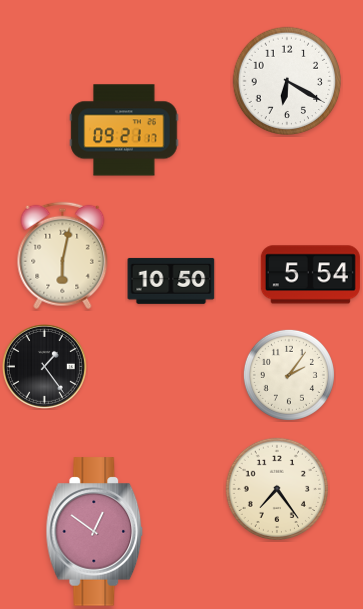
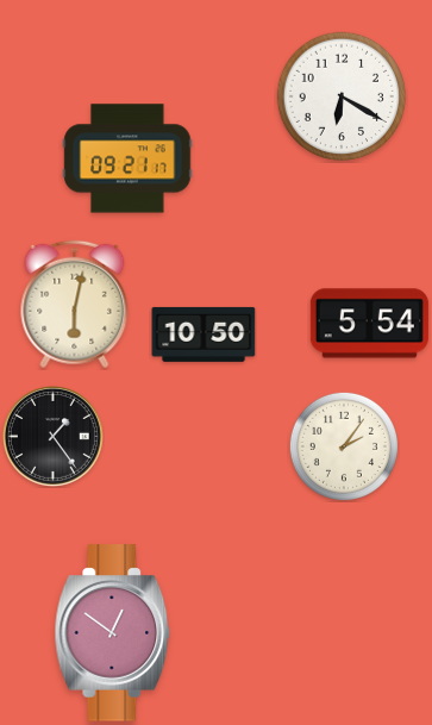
clock at (124, 130) position: (124, 130) -> (127, 158)
clock at (310, 275) position: (310, 275) -> (369, 324)
clock at (276, 488): 7:24 -> none
